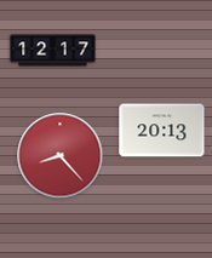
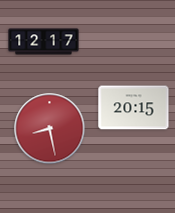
clock at (162, 131): 20:13 -> 20:15
clock at (61, 156): 8:23 -> 8:28
